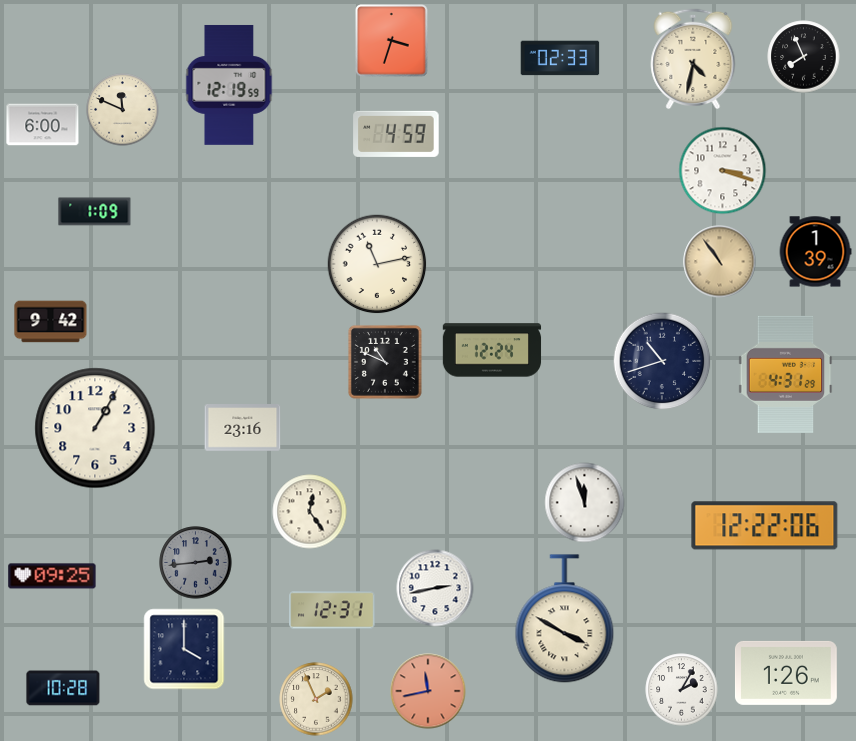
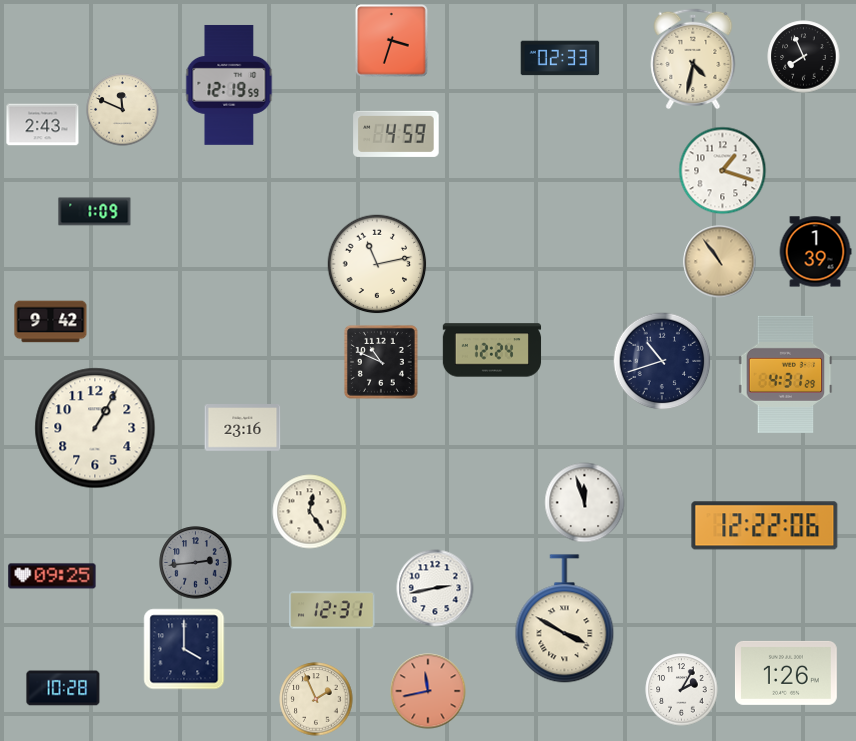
clock at (43, 125): 6:00 -> 2:43
clock at (723, 171): 3:18 -> 1:18
clock at (385, 362) position: (385, 362) -> (381, 362)
